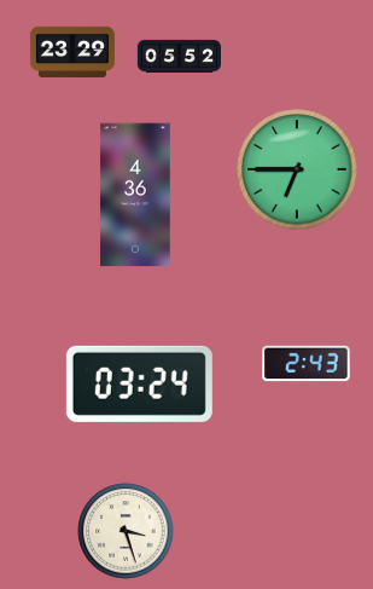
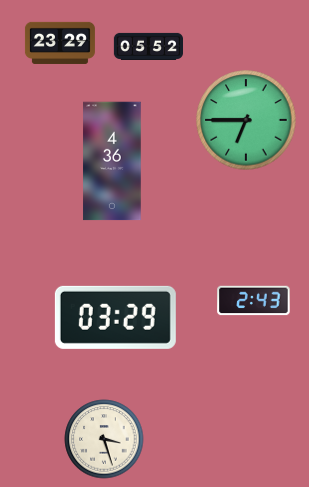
clock at (297, 169) position: (297, 169) -> (246, 120)
clock at (139, 383): 03:24 -> 03:29
